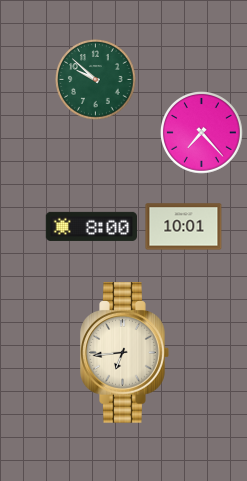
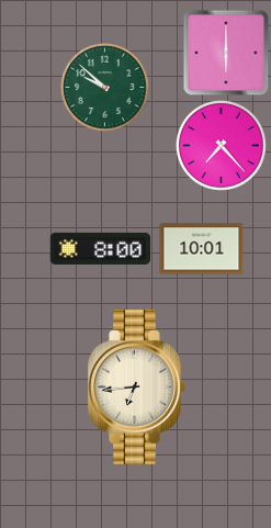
clock at (226, 53): none -> 6:00
